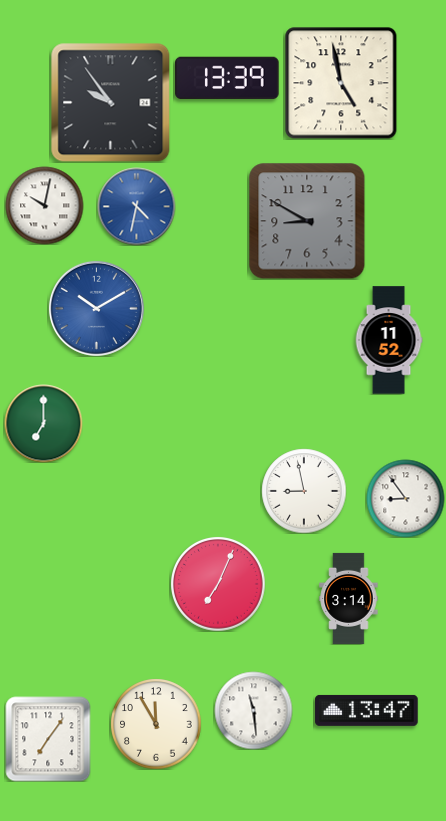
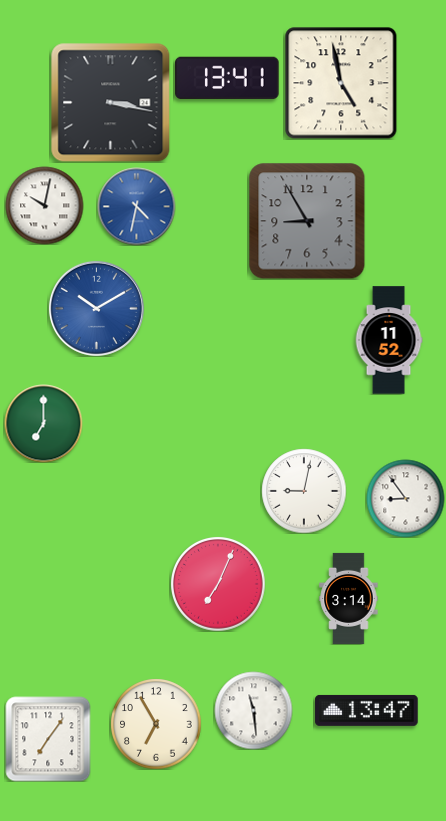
clock at (227, 78): 13:39 -> 13:41
clock at (110, 102): 9:54 -> 3:17
clock at (307, 221): 8:50 -> 8:55
clock at (304, 491): 8:58 -> 9:02
clock at (156, 724): 11:55 -> 6:55
